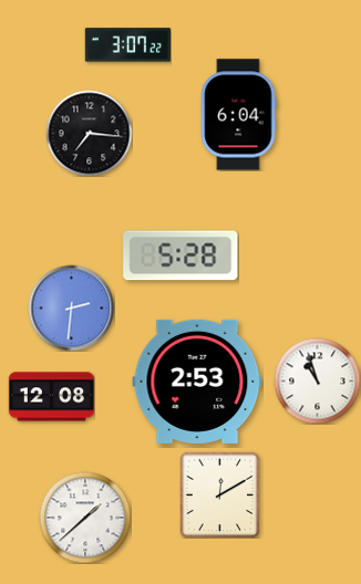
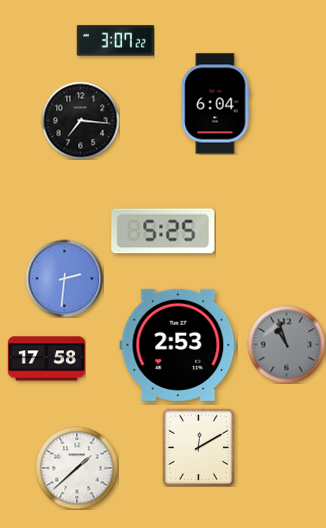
clock at (180, 255): 5:28 -> 5:25
clock at (317, 380) dial: white -> grey
clock at (51, 397): 12:08 -> 17:58
